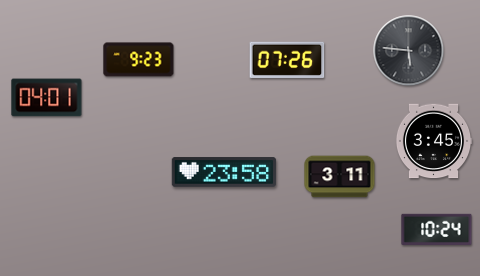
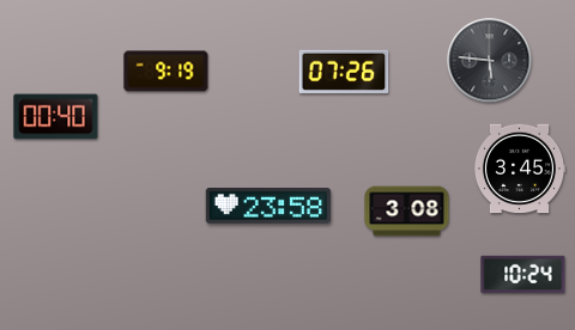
clock at (139, 60): 9:23 -> 9:19
clock at (47, 98): 04:01 -> 00:40
clock at (340, 177): 3:11 -> 3:08
